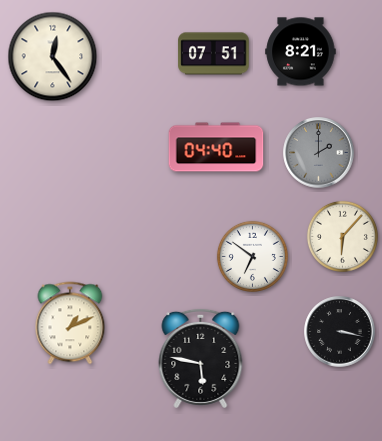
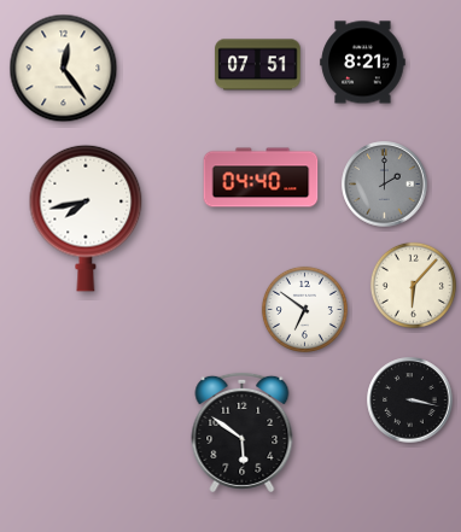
clock at (86, 218): none -> 7:43
clock at (70, 323): 1:11 -> none
clock at (201, 358): 5:47 -> 5:51
